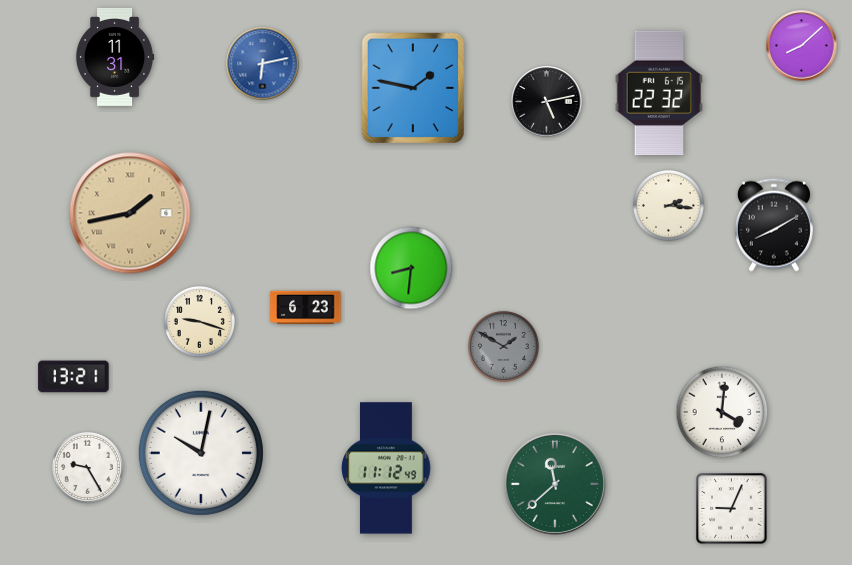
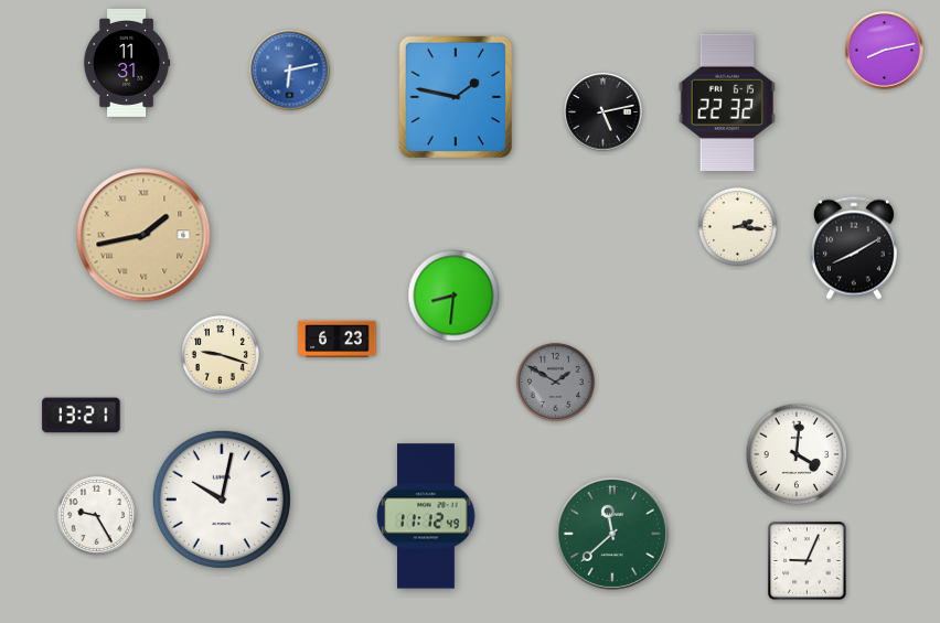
clock at (802, 46): 8:08 -> 8:13
